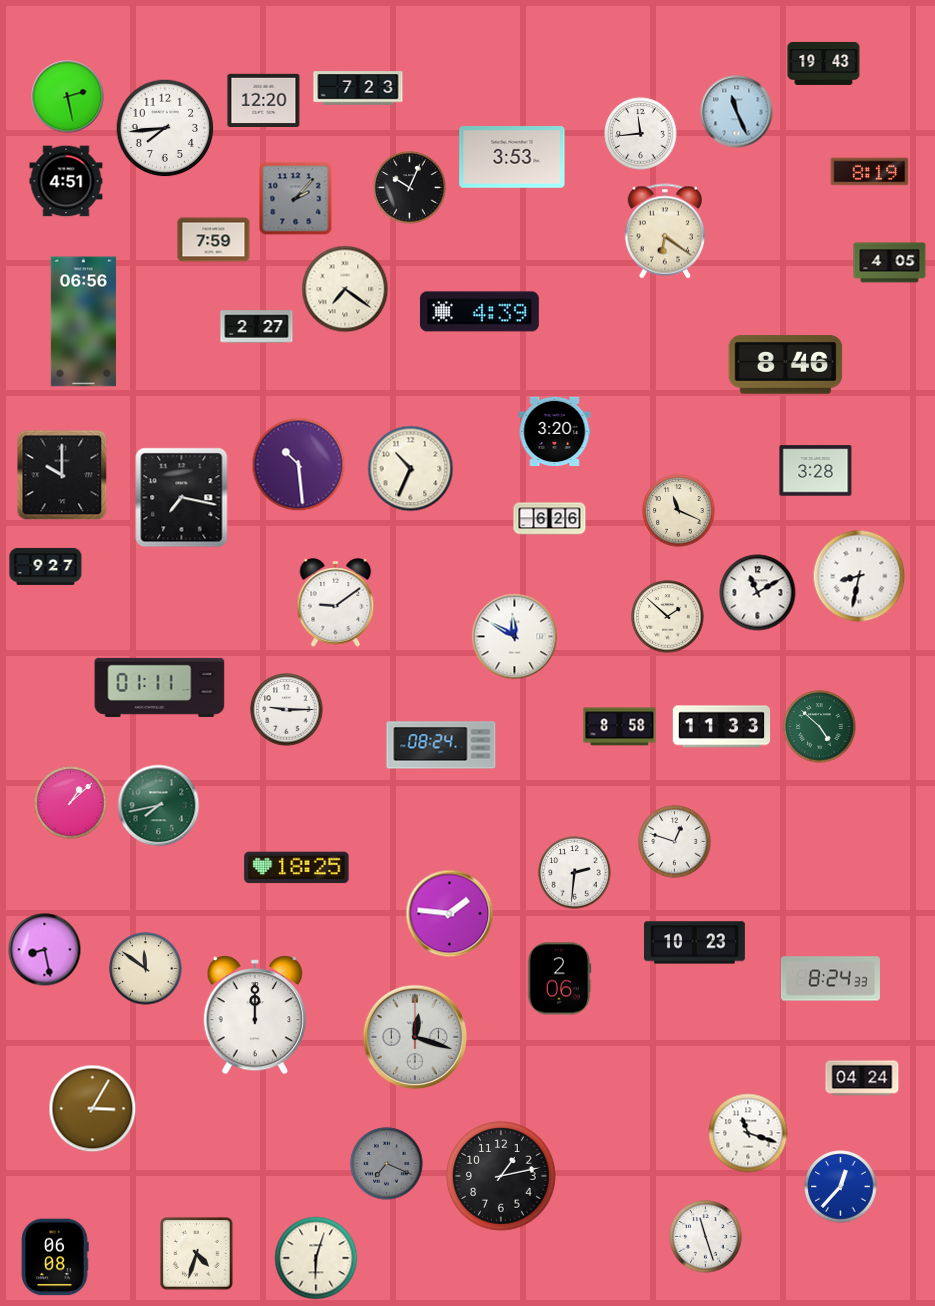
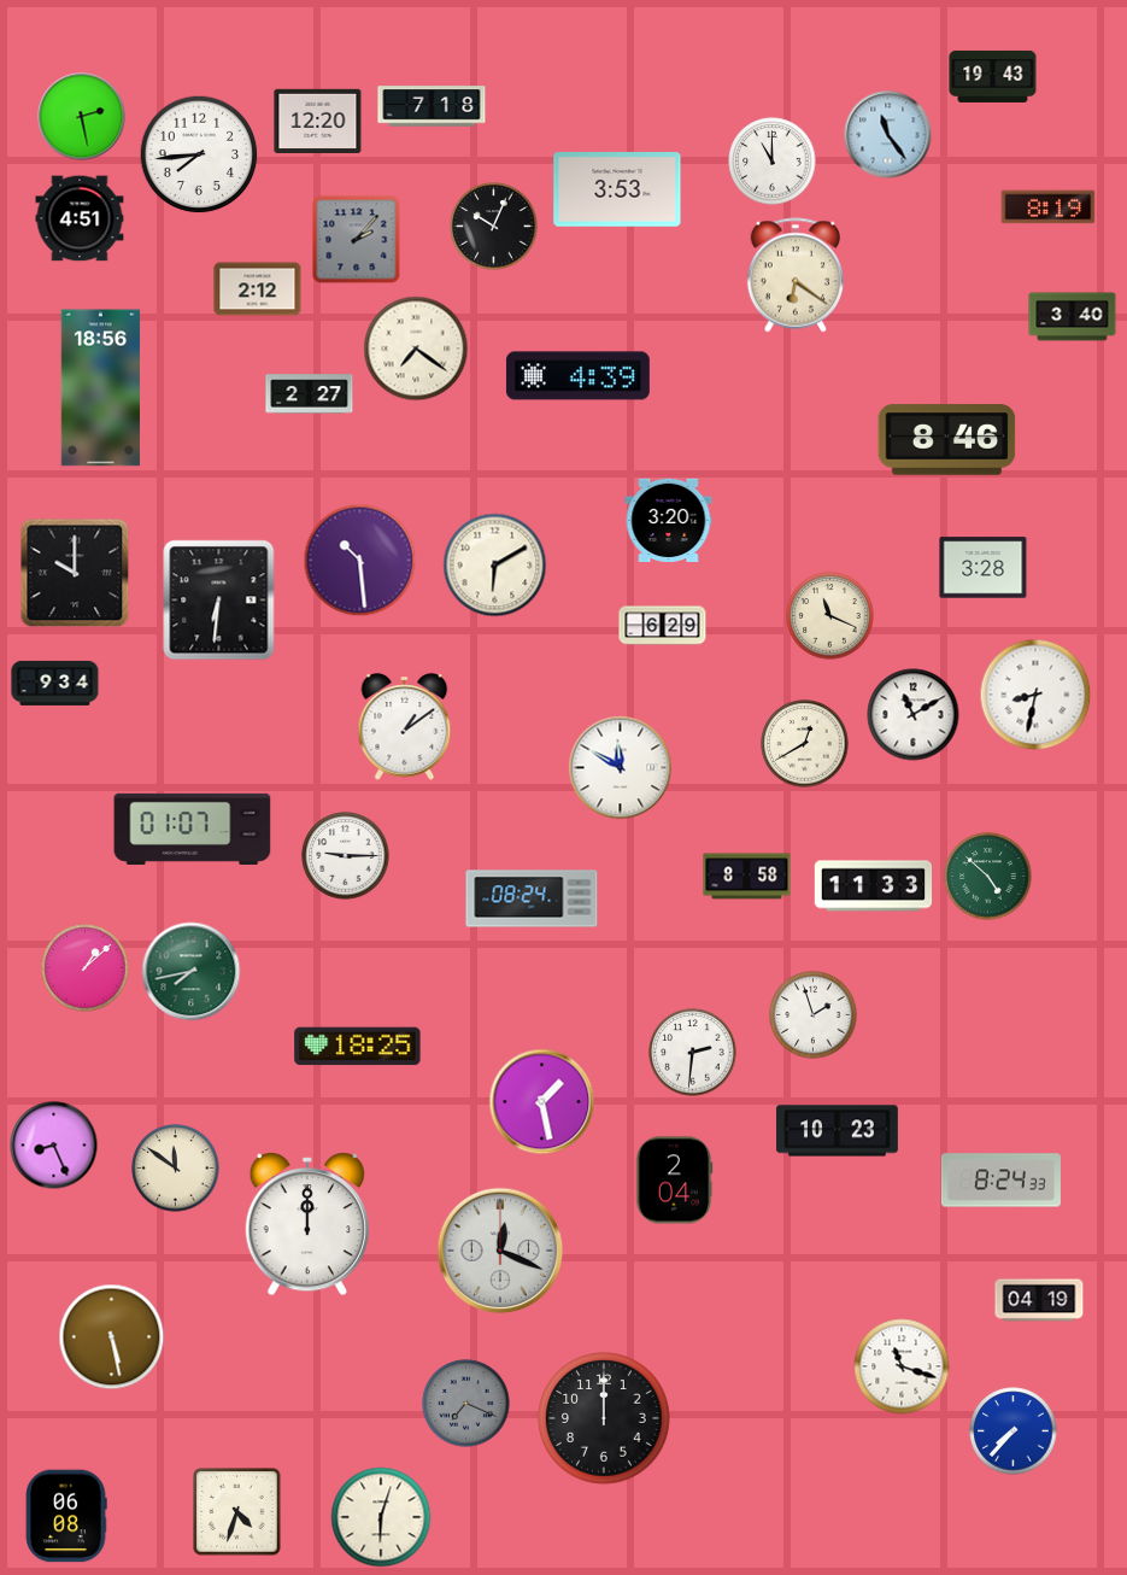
clock at (358, 88): 7:23 -> 7:18
clock at (737, 112): 11:26 -> 11:24
clock at (641, 134): 11:44 -> 11:00
clock at (665, 231) position: (665, 231) -> (796, 275)
clock at (214, 240): 7:59 -> 2:12
clock at (890, 263): 4:05 -> 3:40
clock at (83, 322): 06:56 -> 18:56
clock at (411, 469): 10:34 -> 6:10
clock at (182, 498): 7:17 -> 6:31
clock at (679, 511) position: (679, 511) -> (830, 616)
clock at (550, 519): 6:26 -> 6:29
clock at (46, 566): 9:27 -> 9:34
clock at (336, 603): 9:09 -> 1:09
clock at (668, 617): 1:52 -> 12:40
clock at (160, 687): 01:11 -> 01:07
clock at (722, 727) position: (722, 727) -> (874, 886)
clock at (675, 842): 12:48 -> 1:57
clock at (450, 914): 1:46 -> 1:28
clock at (695, 943) position: (695, 943) -> (838, 1131)
clock at (45, 950): 8:28 -> 8:26
clock at (559, 979): 2:06 -> 2:04
clock at (415, 1037): 12:18 -> 12:19
clock at (862, 1078): 04:24 -> 04:19
clock at (93, 1109): 3:05 -> 5:28
clock at (501, 1176): 1:13 -> 12:00
clock at (841, 1187): 12:37 -> 7:37
clock at (706, 1237): 11:27 -> none
